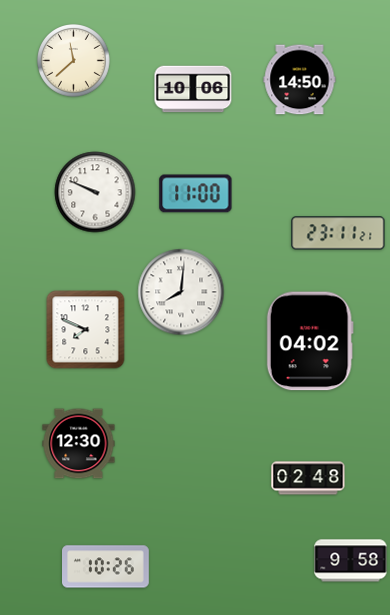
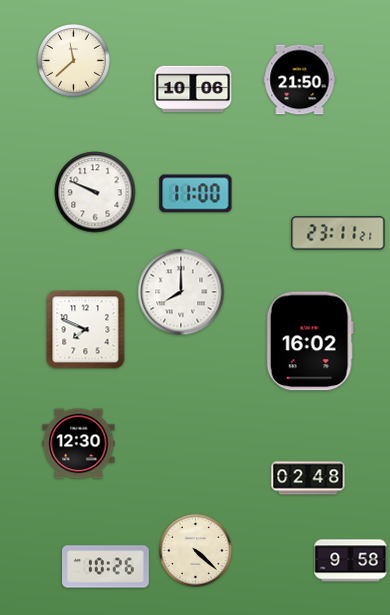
clock at (300, 80): 14:50 -> 21:50
clock at (181, 292): 8:01 -> 8:00
clock at (310, 341): 04:02 -> 16:02
clock at (196, 551): none -> 4:22
